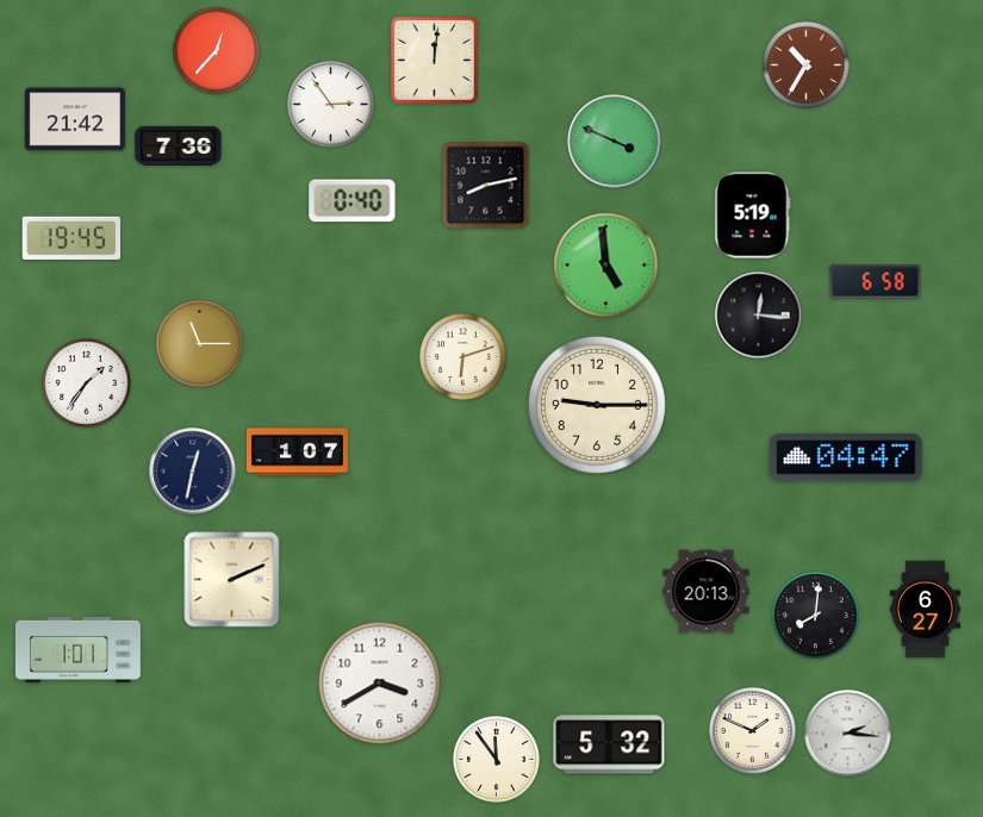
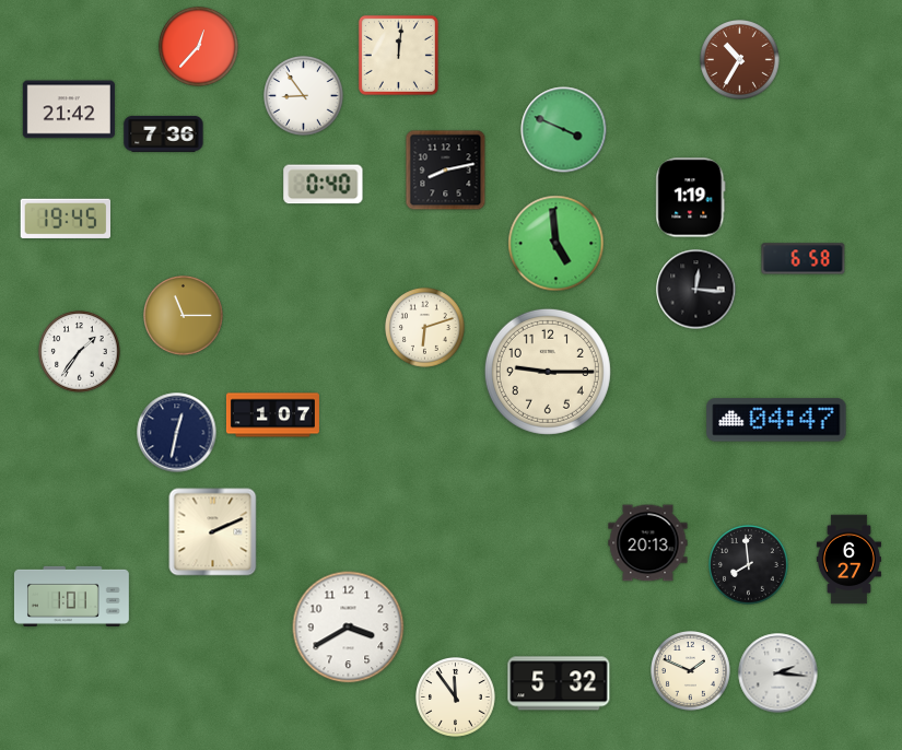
clock at (331, 105): 2:54 -> 8:54
clock at (753, 216): 5:19 -> 1:19
clock at (816, 616): 8:01 -> 7:59
